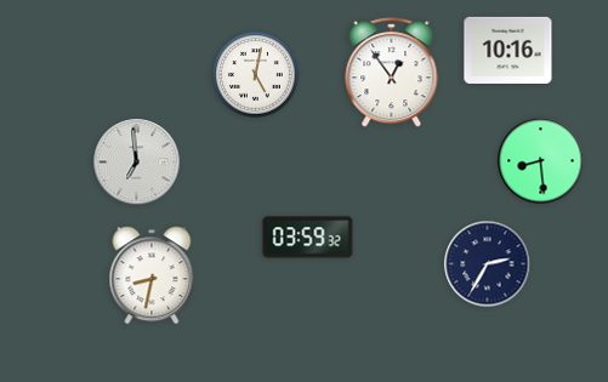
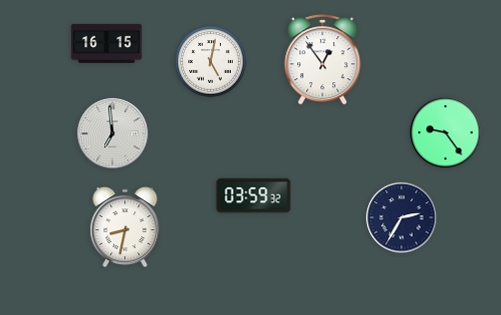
clock at (508, 50): 10:16 -> none
clock at (107, 43): none -> 16:15
clock at (541, 161): 8:29 -> 9:24
